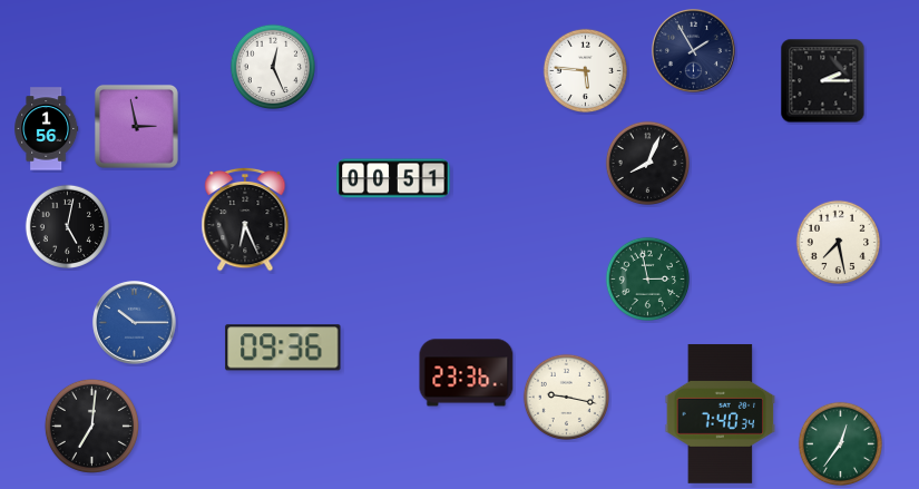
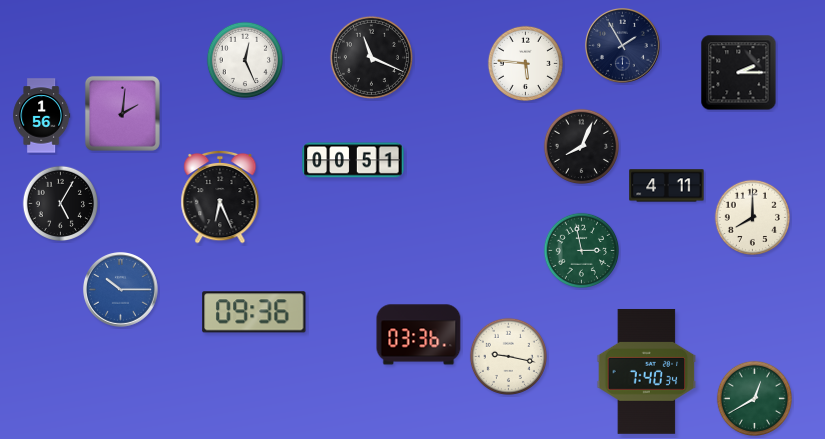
clock at (371, 57): none -> 11:19
clock at (136, 126): 2:58 -> 2:01
clock at (667, 186): none -> 4:11
clock at (67, 226): 5:02 -> 5:05
clock at (838, 242): 7:28 -> 8:00
clock at (467, 373): 23:36 -> 03:36
clock at (91, 426): 7:01 -> none
clock at (840, 443): 12:36 -> 12:40
